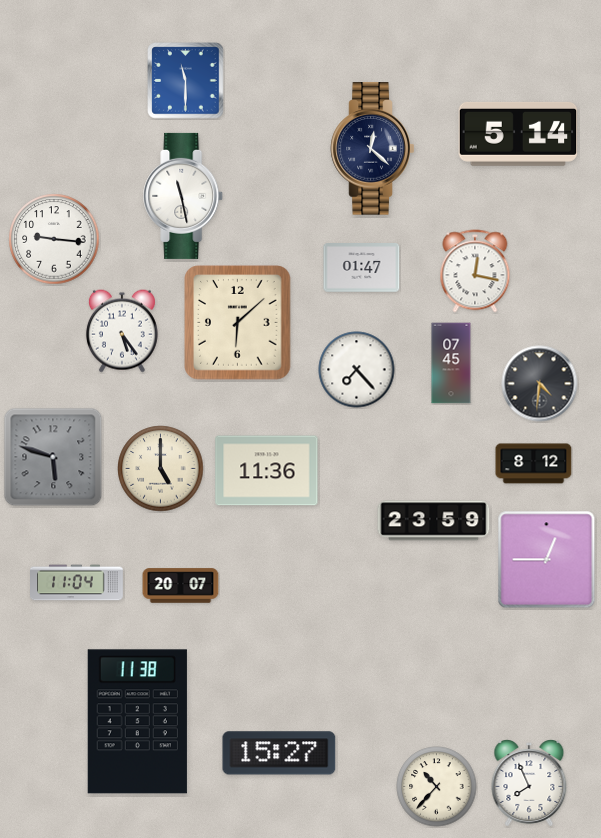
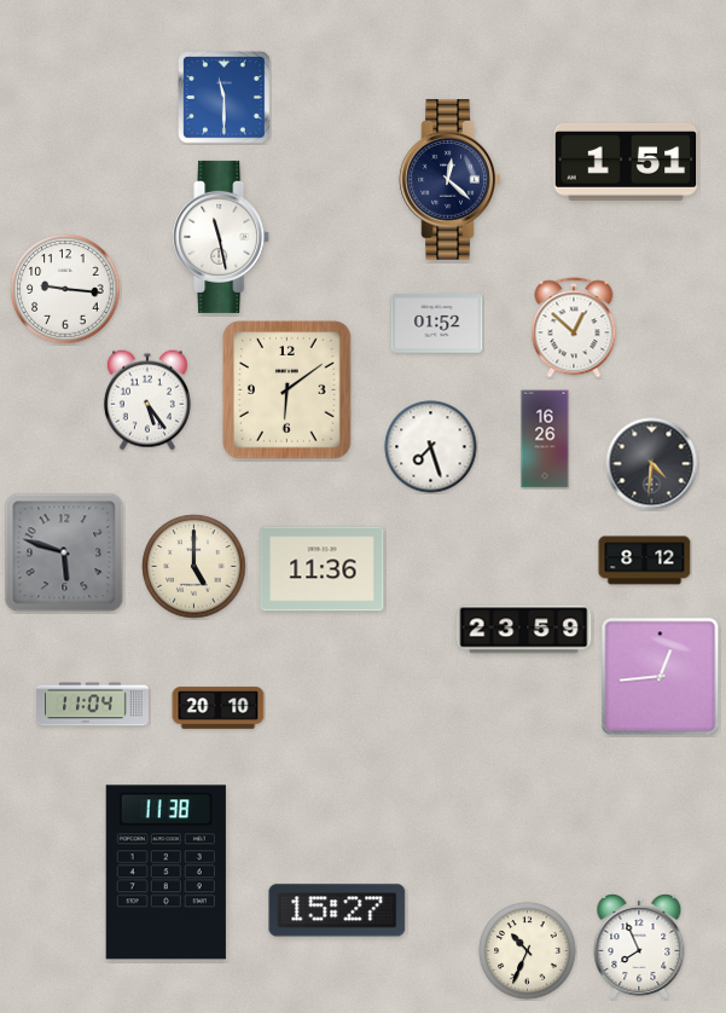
clock at (518, 134): 5:14 -> 1:51
clock at (362, 268): 01:47 -> 01:52
clock at (475, 271): 12:17 -> 12:52
clock at (238, 323): 6:08 -> 6:09
clock at (451, 363): 07:45 -> 16:26
clock at (357, 370): 7:23 -> 7:27
clock at (547, 560): 12:45 -> 12:44
clock at (181, 586): 20:07 -> 20:10
clock at (437, 787): 10:37 -> 10:34
